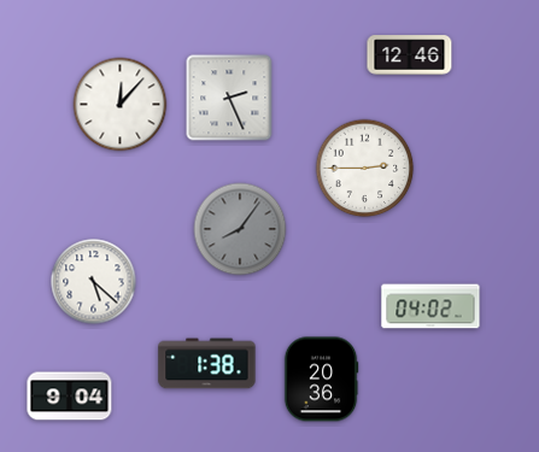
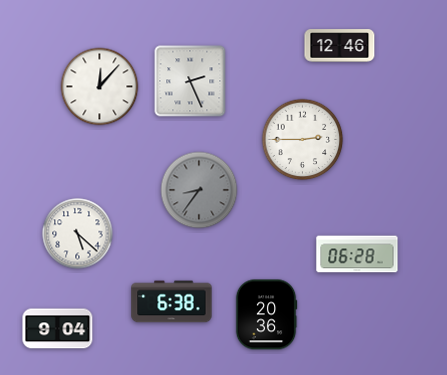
clock at (240, 229): 8:06 -> 8:36
clock at (430, 306): 04:02 -> 06:28
clock at (207, 364): 1:38 -> 6:38
